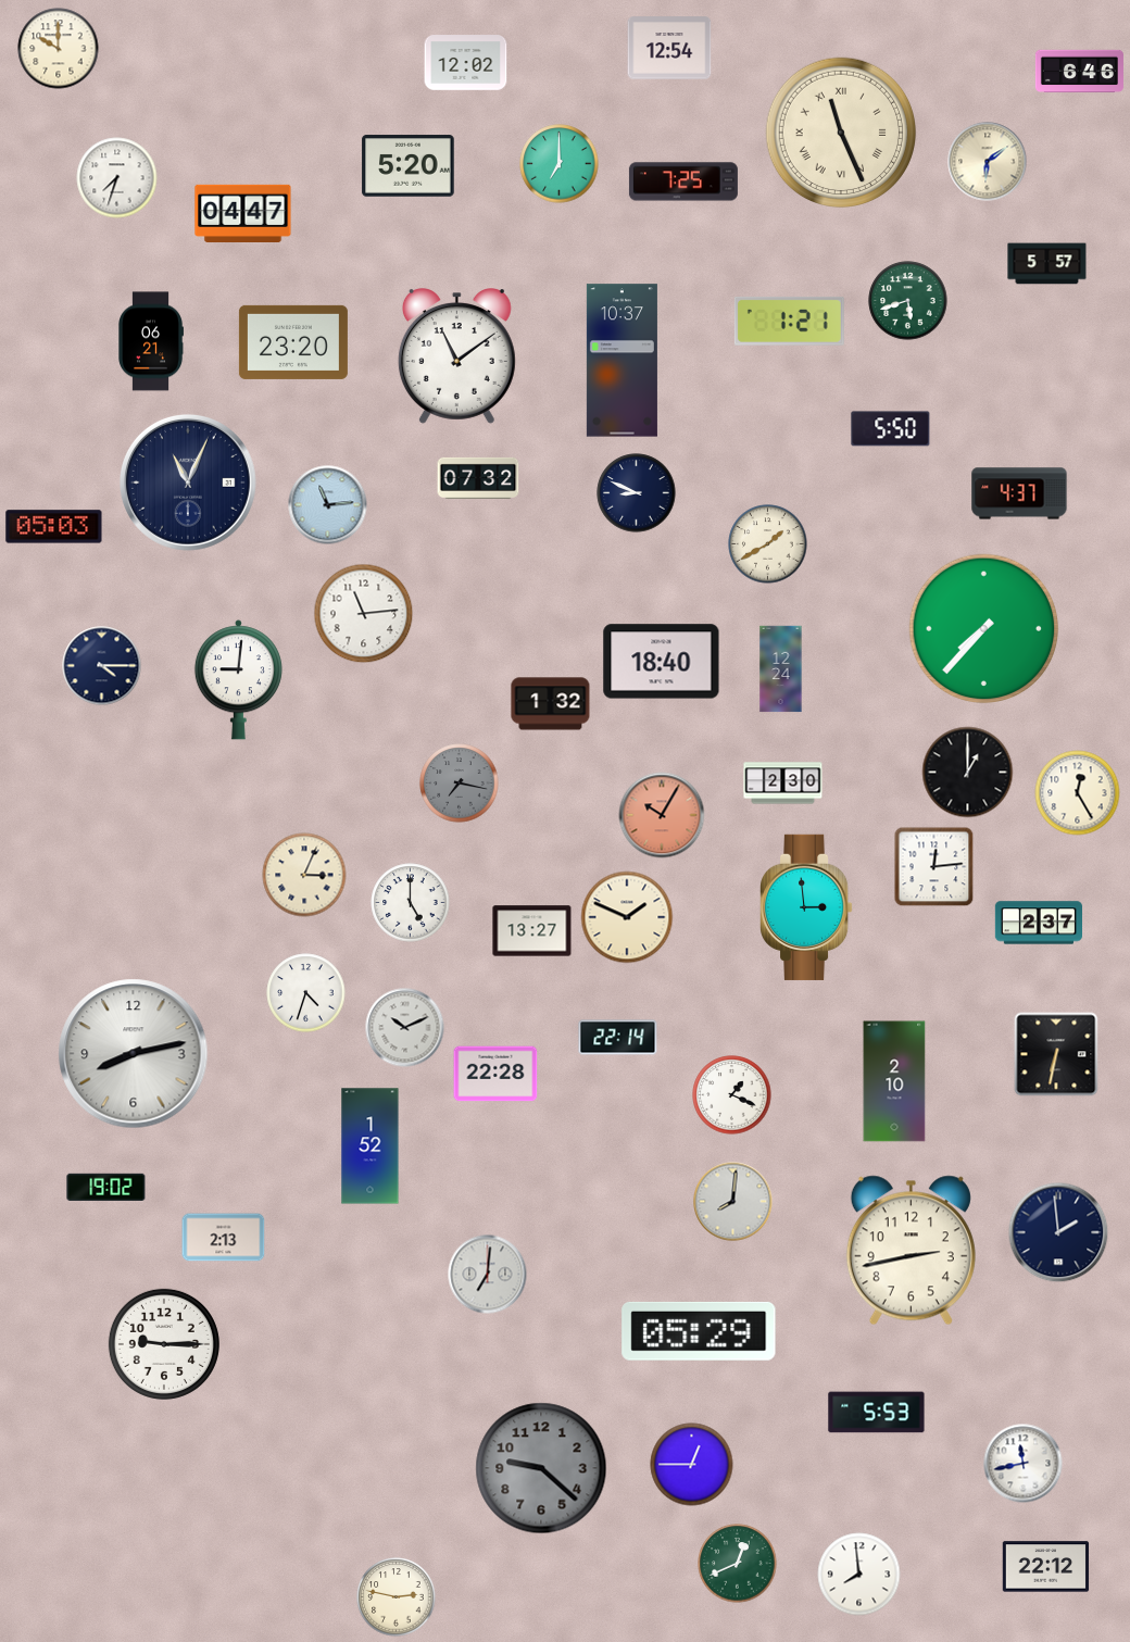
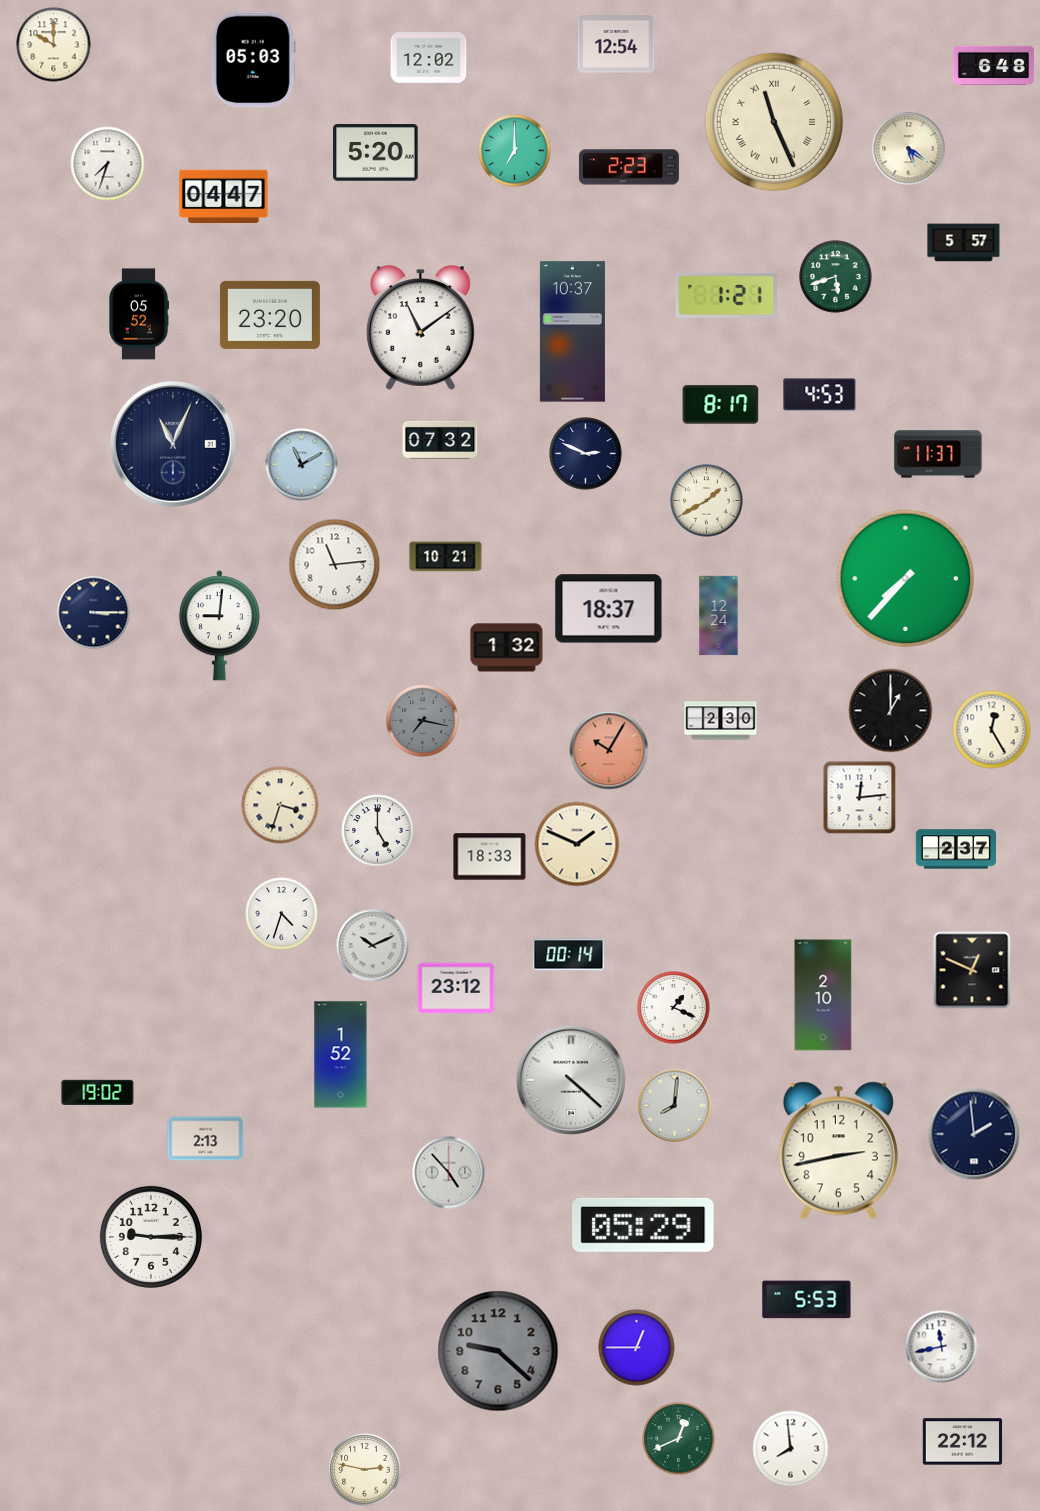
clock at (253, 60): none -> 05:03
clock at (1079, 72): 6:46 -> 6:48
clock at (988, 162): 6:09 -> 5:21
clock at (683, 181): 7:25 -> 2:23
clock at (151, 341): 06:21 -> 05:52
clock at (891, 429): 5:50 -> 4:53
clock at (721, 405): none -> 8:17
clock at (637, 493): 8:49 -> 2:49
clock at (1019, 493): 4:37 -> 11:37
clock at (328, 505): 11:14 -> 11:10
clock at (54, 527): 05:03 -> none
clock at (446, 557): none -> 10:21
clock at (662, 662): 18:40 -> 18:37
clock at (102, 666): 4:15 -> 3:15
clock at (304, 875): 3:04 -> 3:33
clock at (806, 907): 2:59 -> none
clock at (532, 931): 13:27 -> 18:33
clock at (618, 1038): 22:14 -> 00:14
clock at (134, 1054): 8:13 -> none
clock at (1056, 1054): 6:32 -> 12:49
clock at (495, 1074): 22:28 -> 23:12
clock at (571, 1080): none -> 4:22
clock at (488, 1275): 7:01 -> 4:53
